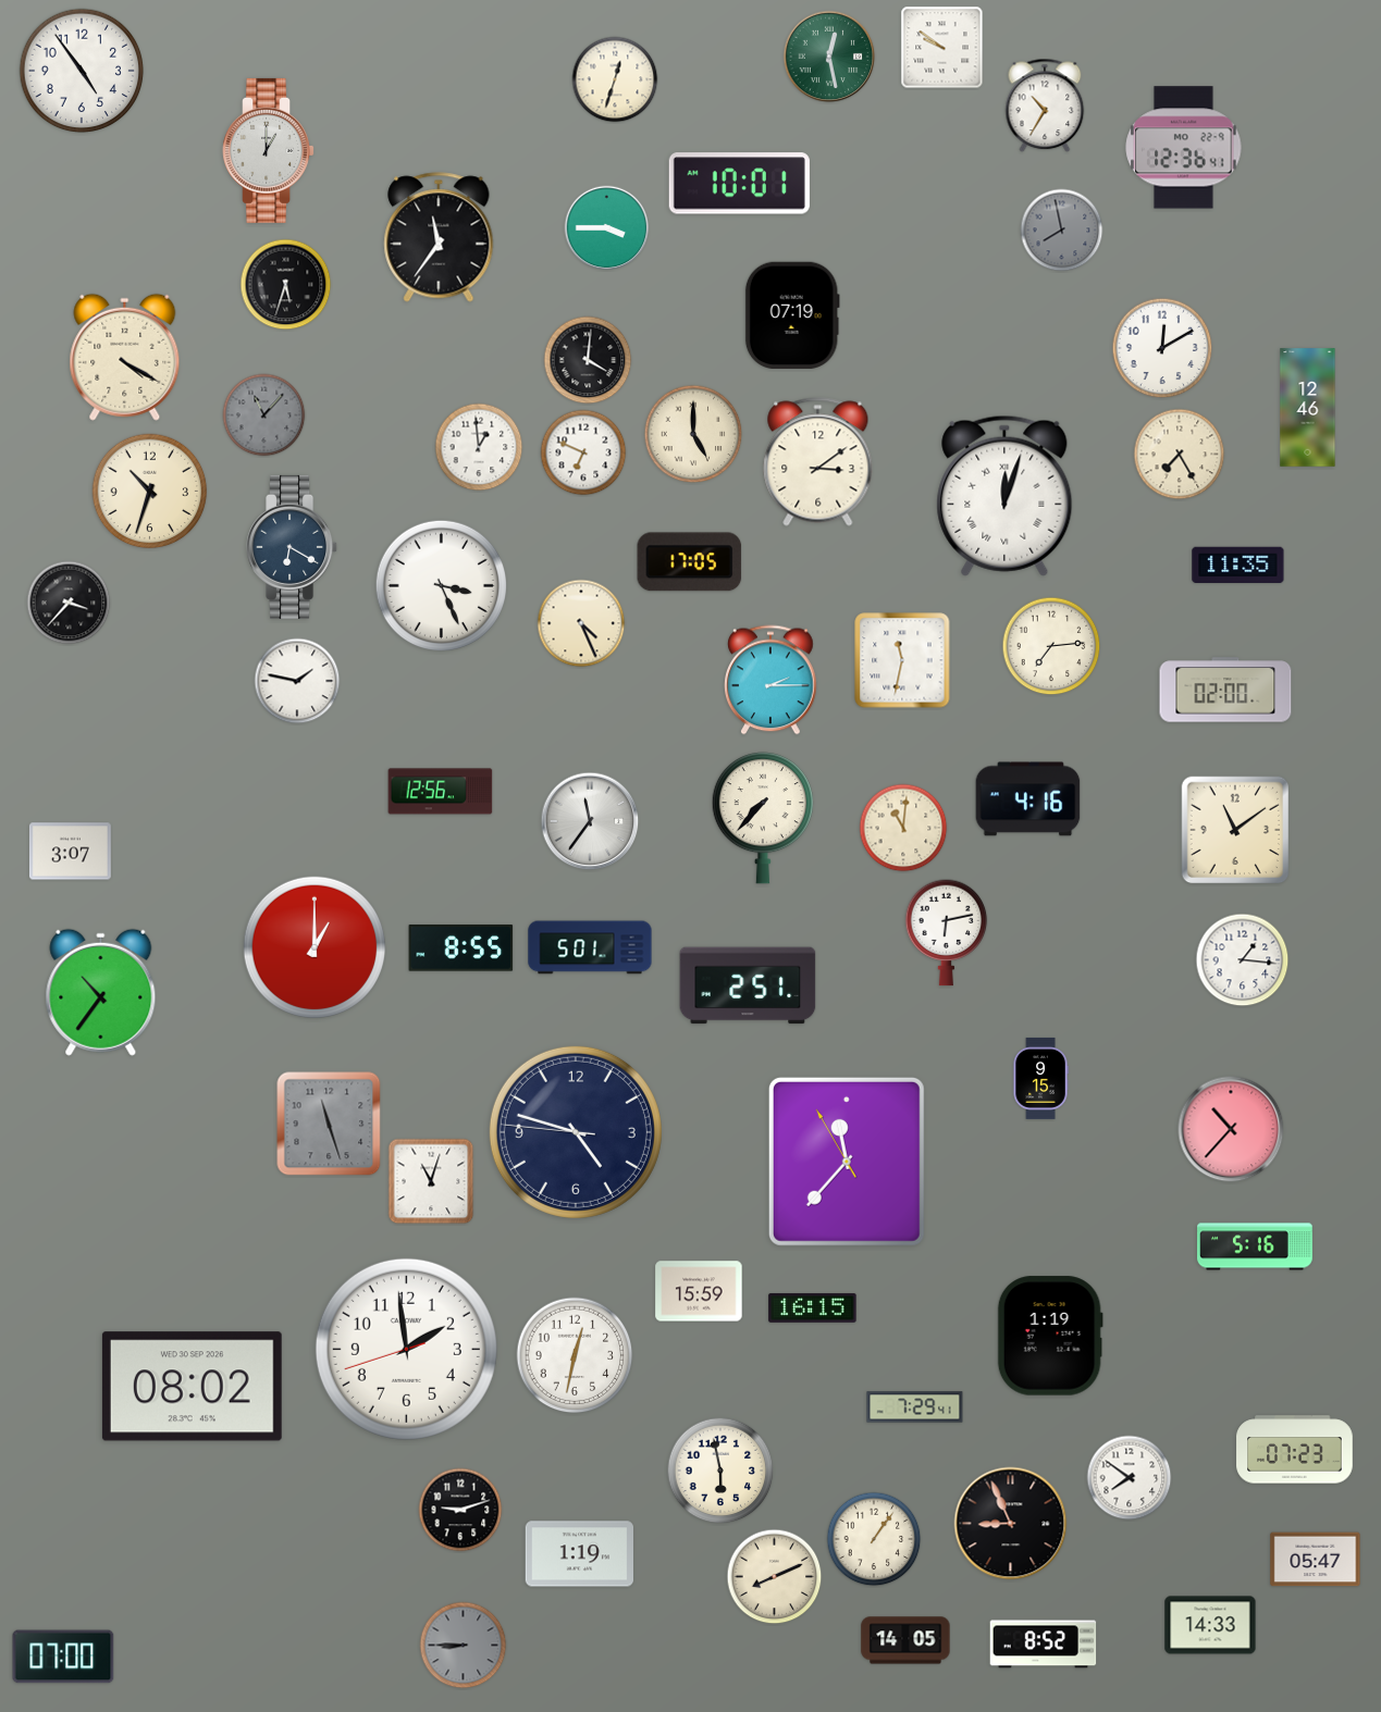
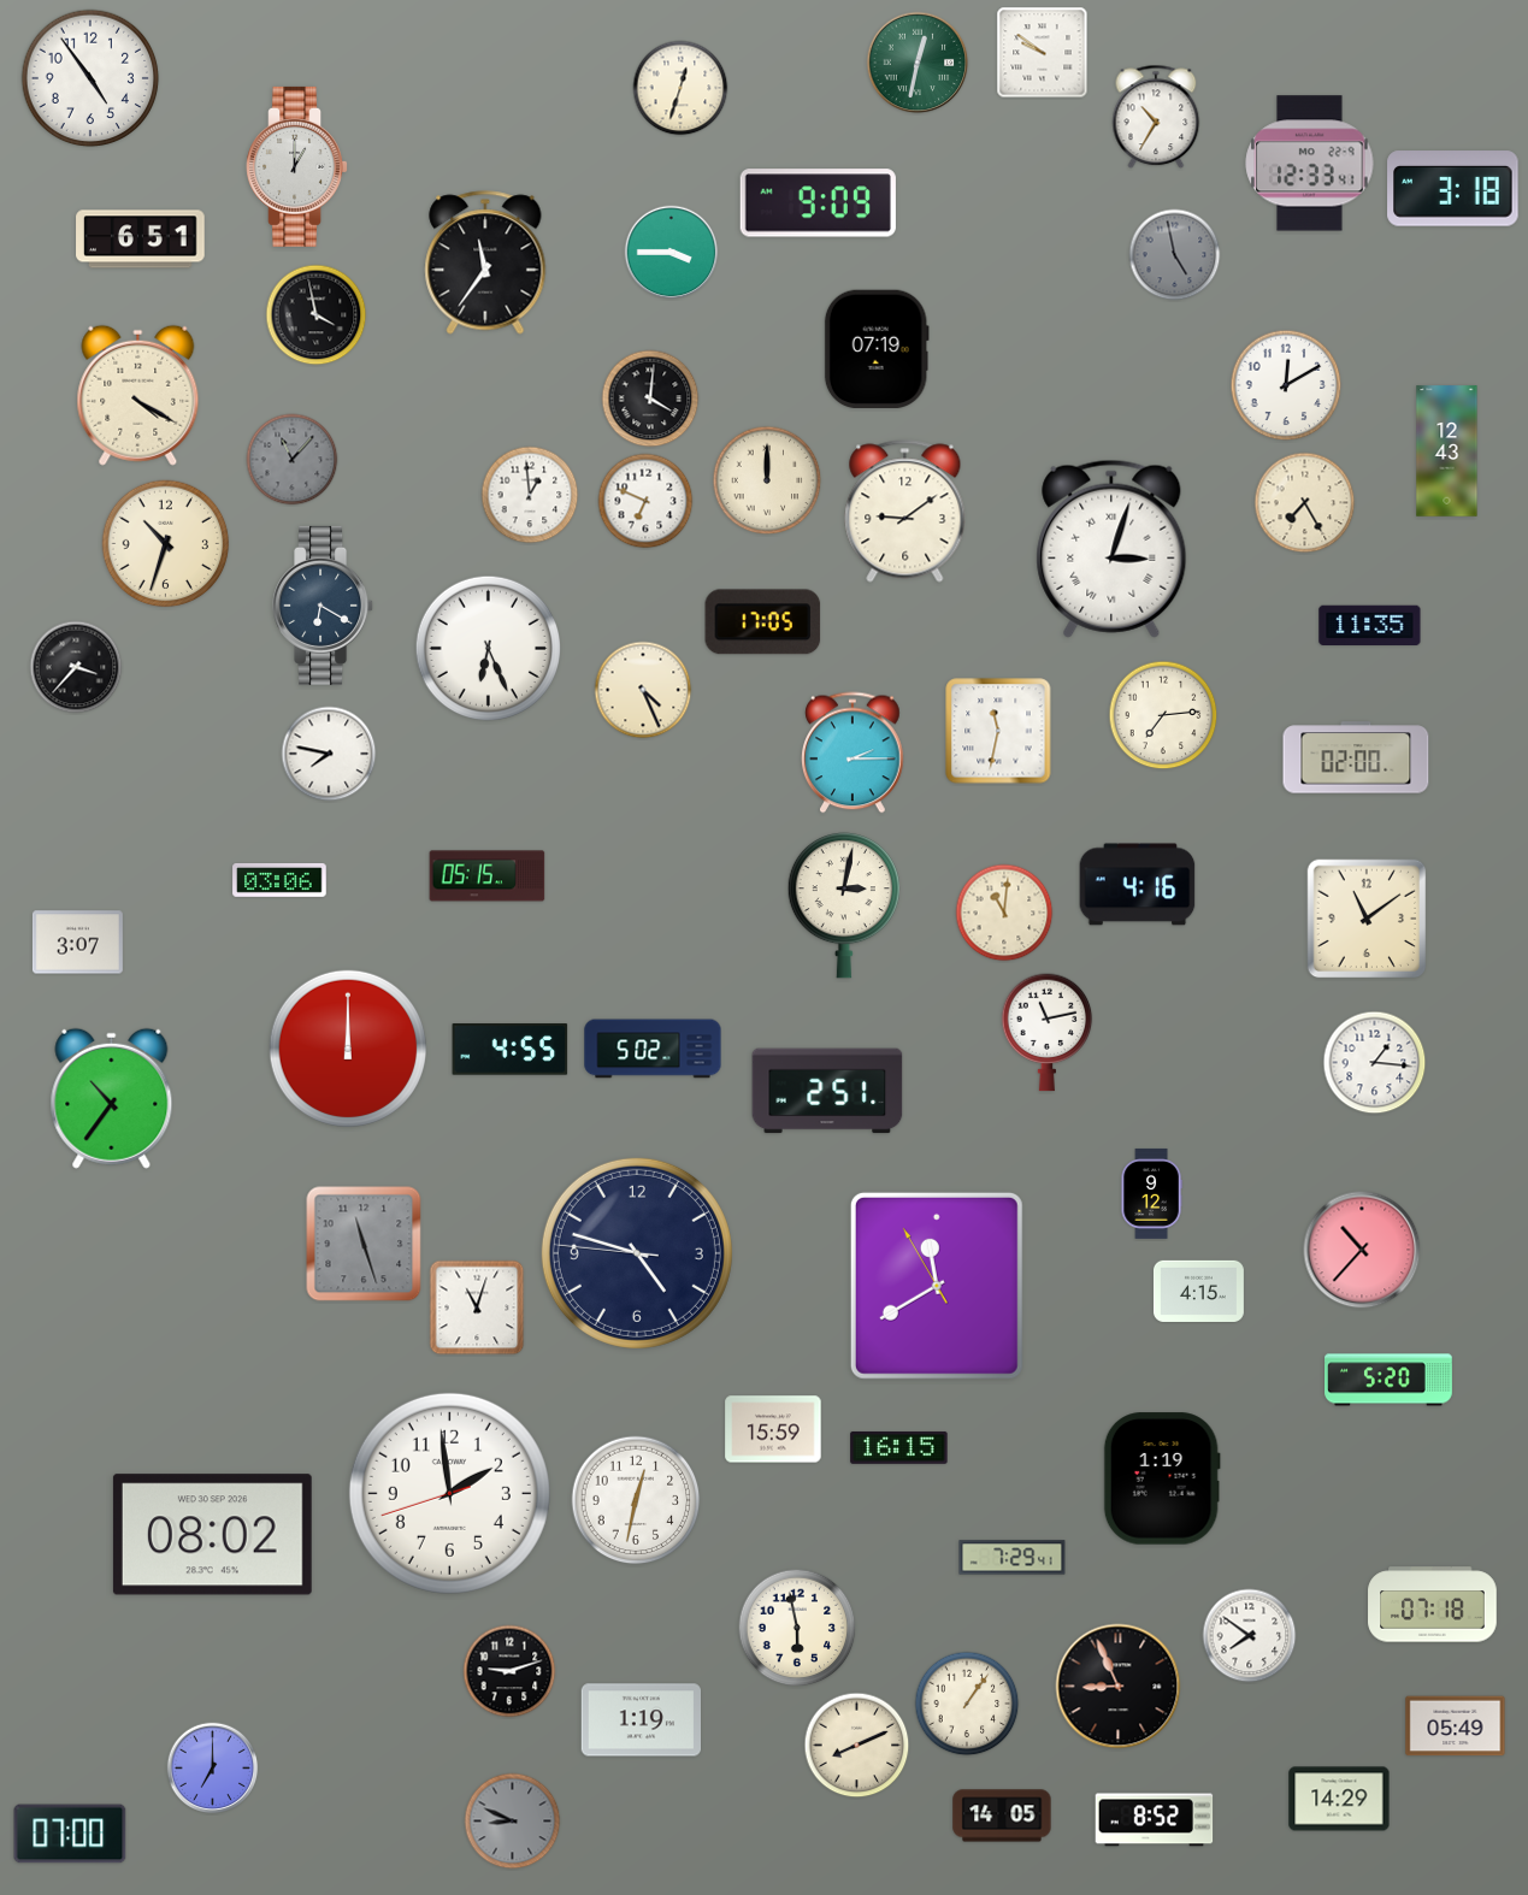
clock at (829, 57): 12:28 -> 12:32
clock at (1184, 148): 12:36 -> 12:33
clock at (1453, 189): none -> 3:18
clock at (739, 184): 10:01 -> 9:09
clock at (141, 240): none -> 6:51
clock at (1062, 231): 7:58 -> 4:58
clock at (286, 285): 5:33 -> 3:58
clock at (1308, 408): 12:46 -> 12:43
clock at (693, 434): 5:00 -> 12:00
clock at (818, 462): 3:09 -> 9:09
clock at (1004, 496): 12:03 -> 3:03
clock at (442, 586): 3:26 -> 6:26
clock at (297, 681): 1:47 -> 7:47
clock at (1225, 690) position: (1225, 690) -> (1356, 757)
clock at (441, 792): 12:56 -> 05:15
clock at (279, 880): none -> 03:06
clock at (763, 818): 7:37 -> 3:02
clock at (590, 821): 11:36 -> none
clock at (903, 828) position: (903, 828) -> (1004, 913)
clock at (947, 933): 6:13 -> 11:13
clock at (315, 947): 1:00 -> 12:00
clock at (590, 947): 5:01 -> 5:02
clock at (461, 948): 8:55 -> 4:55
clock at (1040, 1078): 9:15 -> 9:12
clock at (847, 1162): 11:36 -> 11:39
clock at (1198, 1291): none -> 4:15
clock at (1255, 1246): 5:16 -> 5:20
clock at (1295, 1450): 07:23 -> 07:18
clock at (1316, 1560): 05:47 -> 05:49
clock at (213, 1769): none -> 7:00
clock at (1210, 1625): 14:33 -> 14:29
clock at (464, 1646): 8:45 -> 8:49
